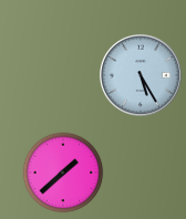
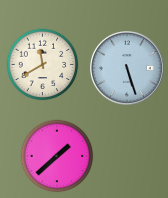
clock at (43, 65): none -> 11:40
clock at (142, 76): 5:25 -> 5:27
